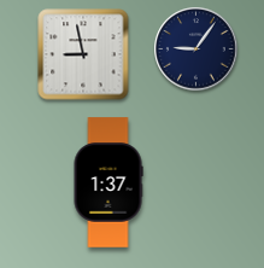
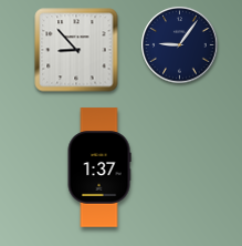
clock at (83, 54): 8:58 -> 8:53
